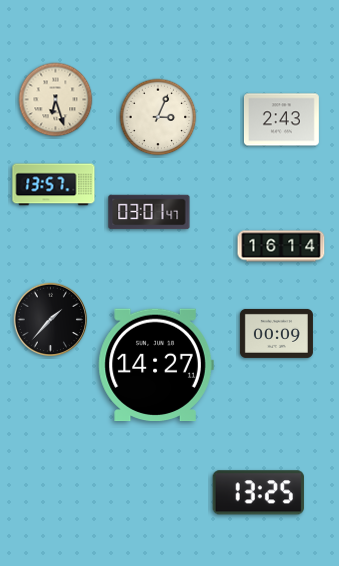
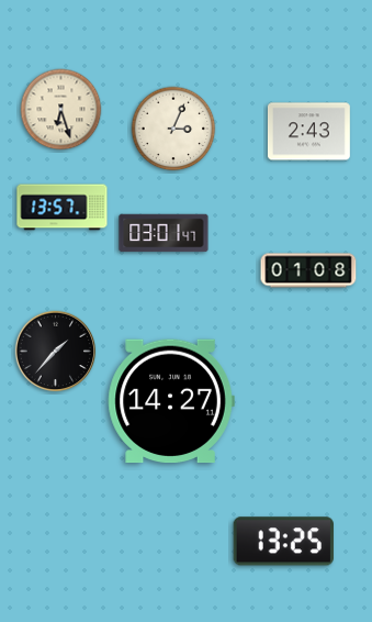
clock at (54, 185) position: (54, 185) -> (63, 208)
clock at (281, 246): 16:14 -> 01:08
clock at (276, 333): 00:09 -> none
